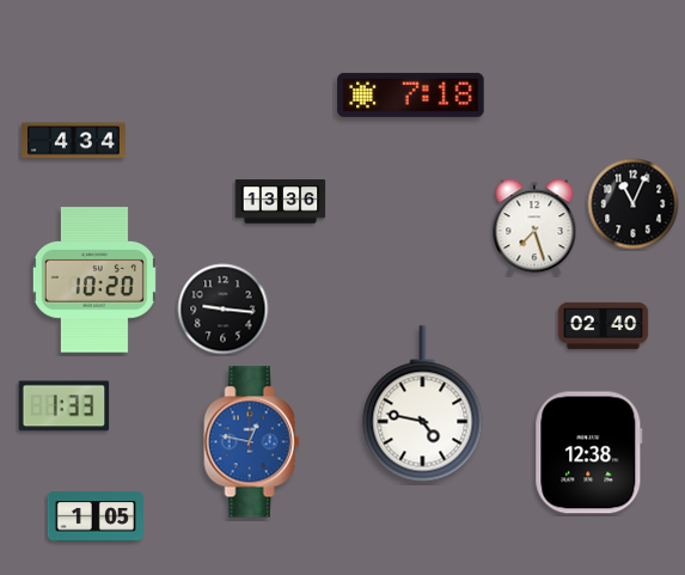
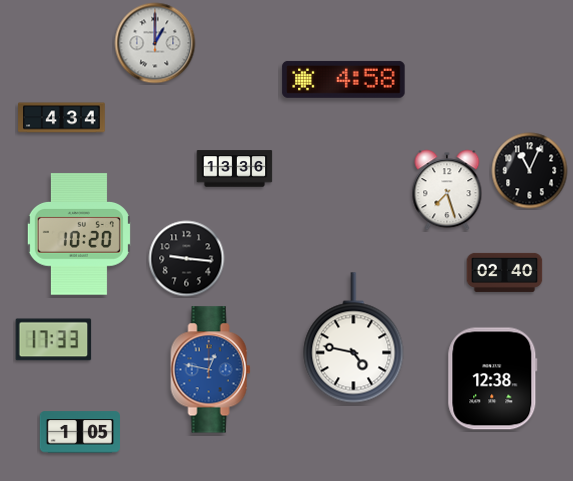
clock at (155, 43): none -> 1:00
clock at (411, 94): 7:18 -> 4:58
clock at (65, 406): 1:33 -> 17:33
